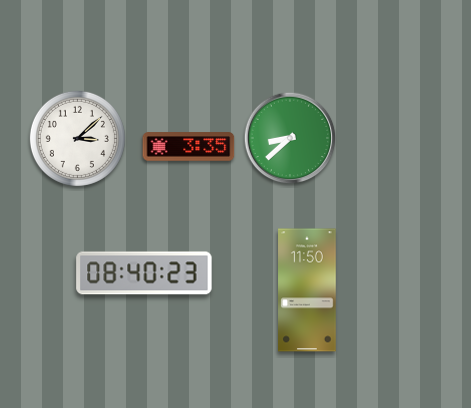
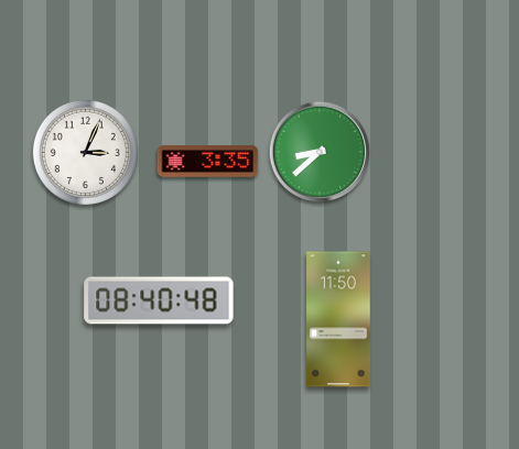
clock at (77, 138): 3:08 -> 3:04
clock at (144, 273): 08:40:23 -> 08:40:48
